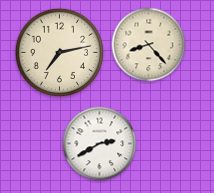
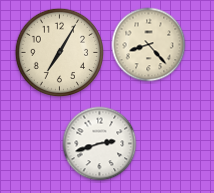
clock at (60, 53): 7:13 -> 7:05
clock at (100, 144): 2:40 -> 2:42
